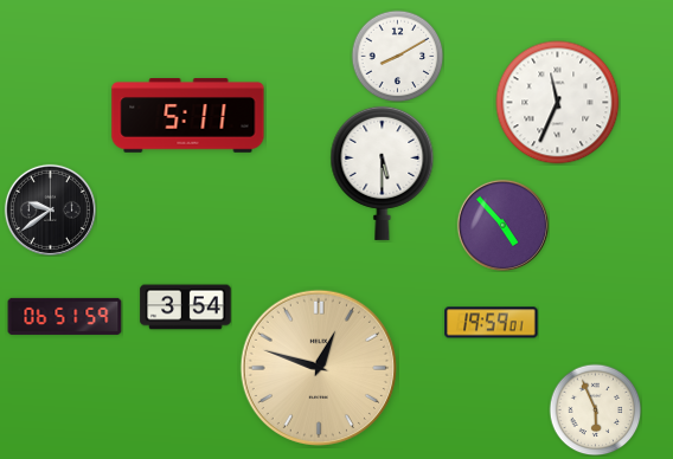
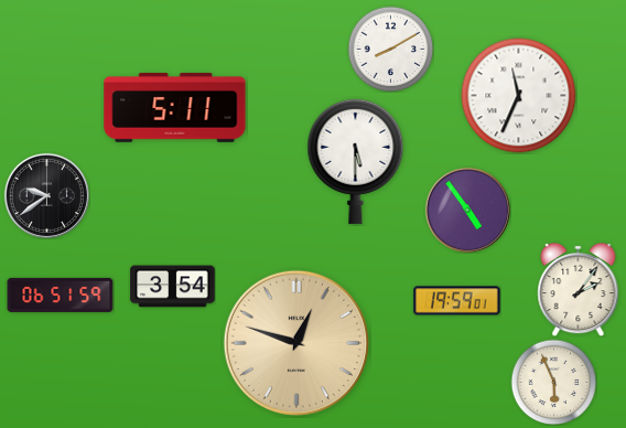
clock at (397, 56) position: (397, 56) -> (390, 49)
clock at (502, 225): 4:53 -> 4:54
clock at (579, 289): none -> 2:06
